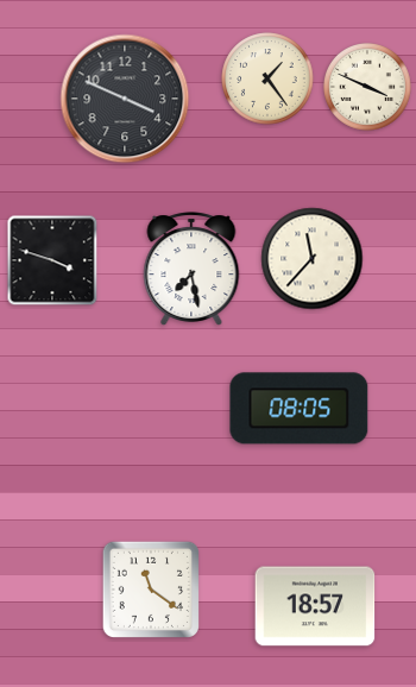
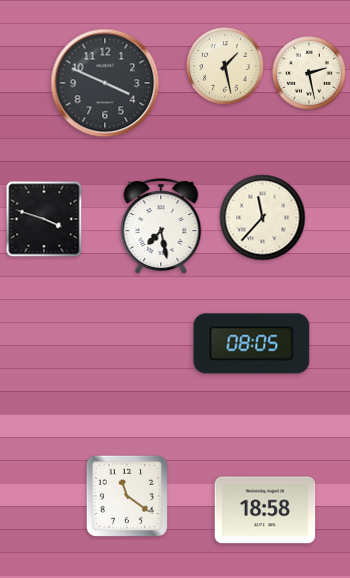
clock at (267, 78): 1:24 -> 1:28
clock at (368, 88): 3:49 -> 2:28
clock at (315, 606): 18:57 -> 18:58
